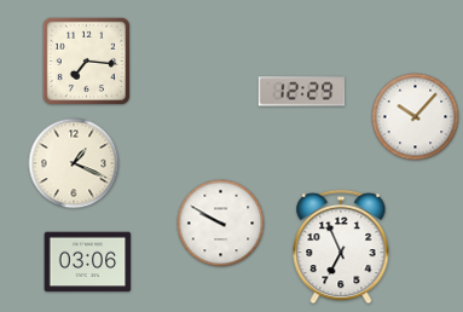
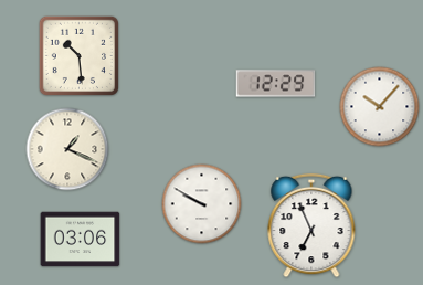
clock at (86, 60): 7:16 -> 10:29
